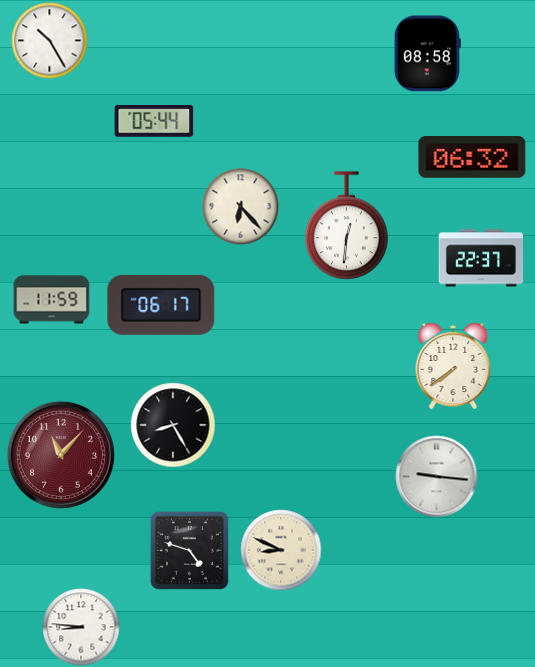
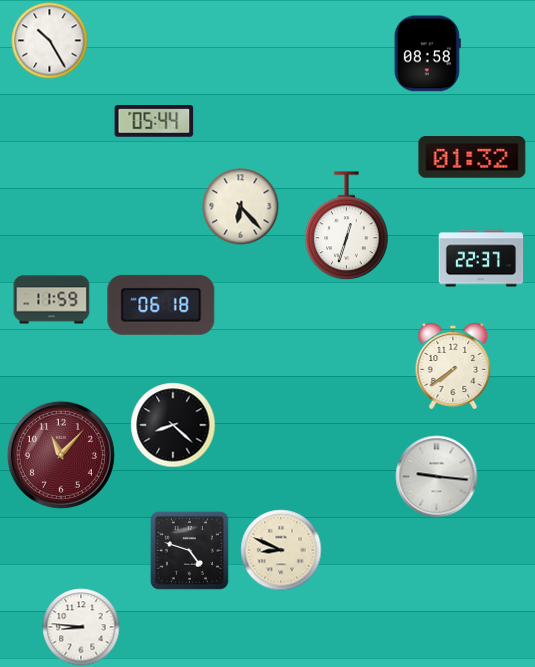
clock at (472, 157): 06:32 -> 01:32
clock at (347, 226): 12:31 -> 12:33
clock at (161, 305): 06:17 -> 06:18
clock at (173, 425): 8:25 -> 8:22
